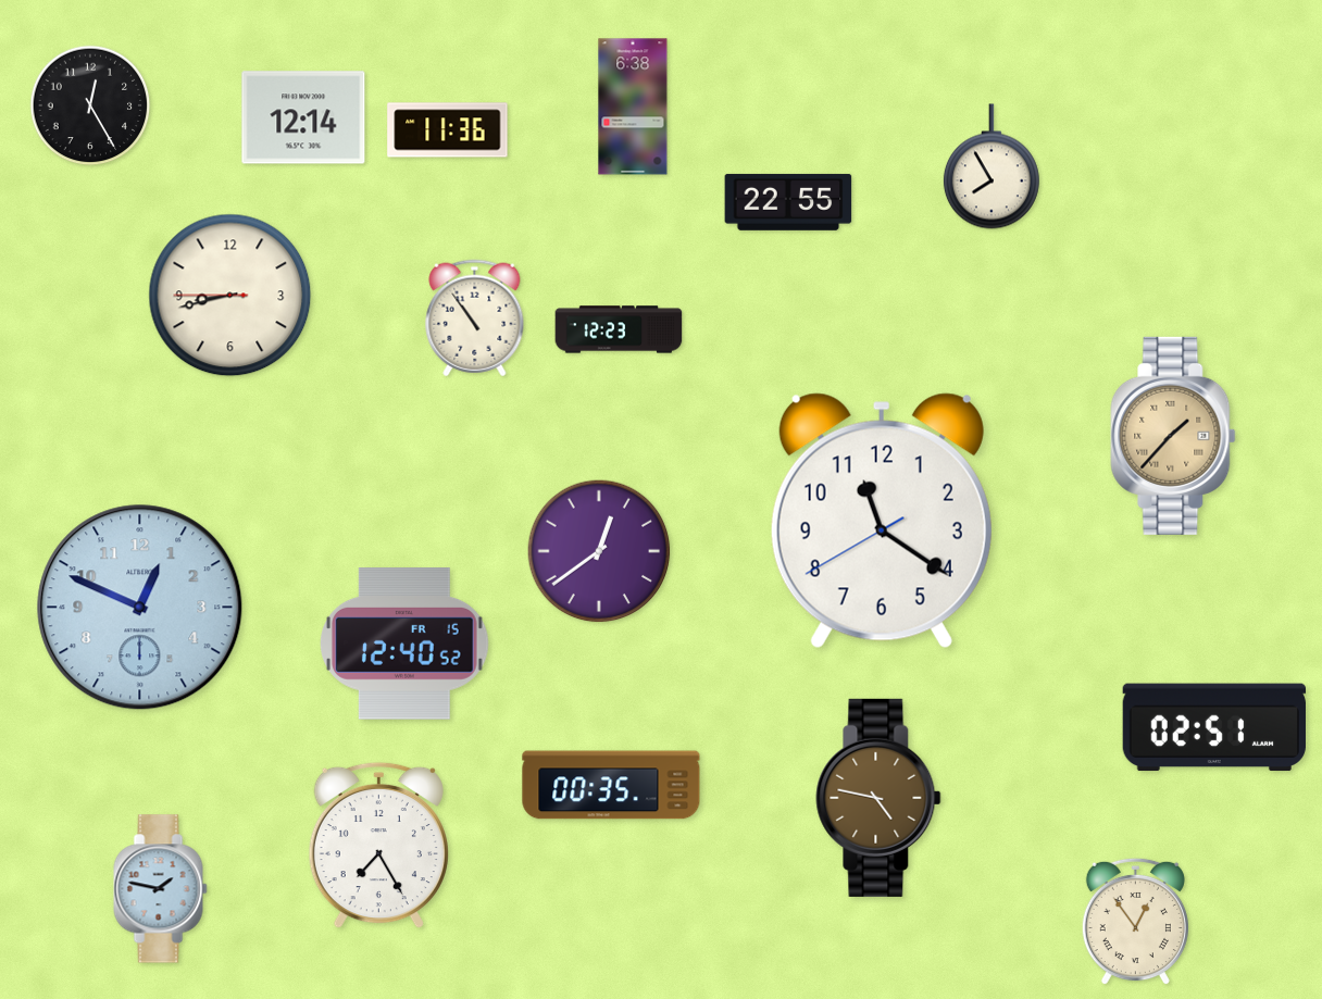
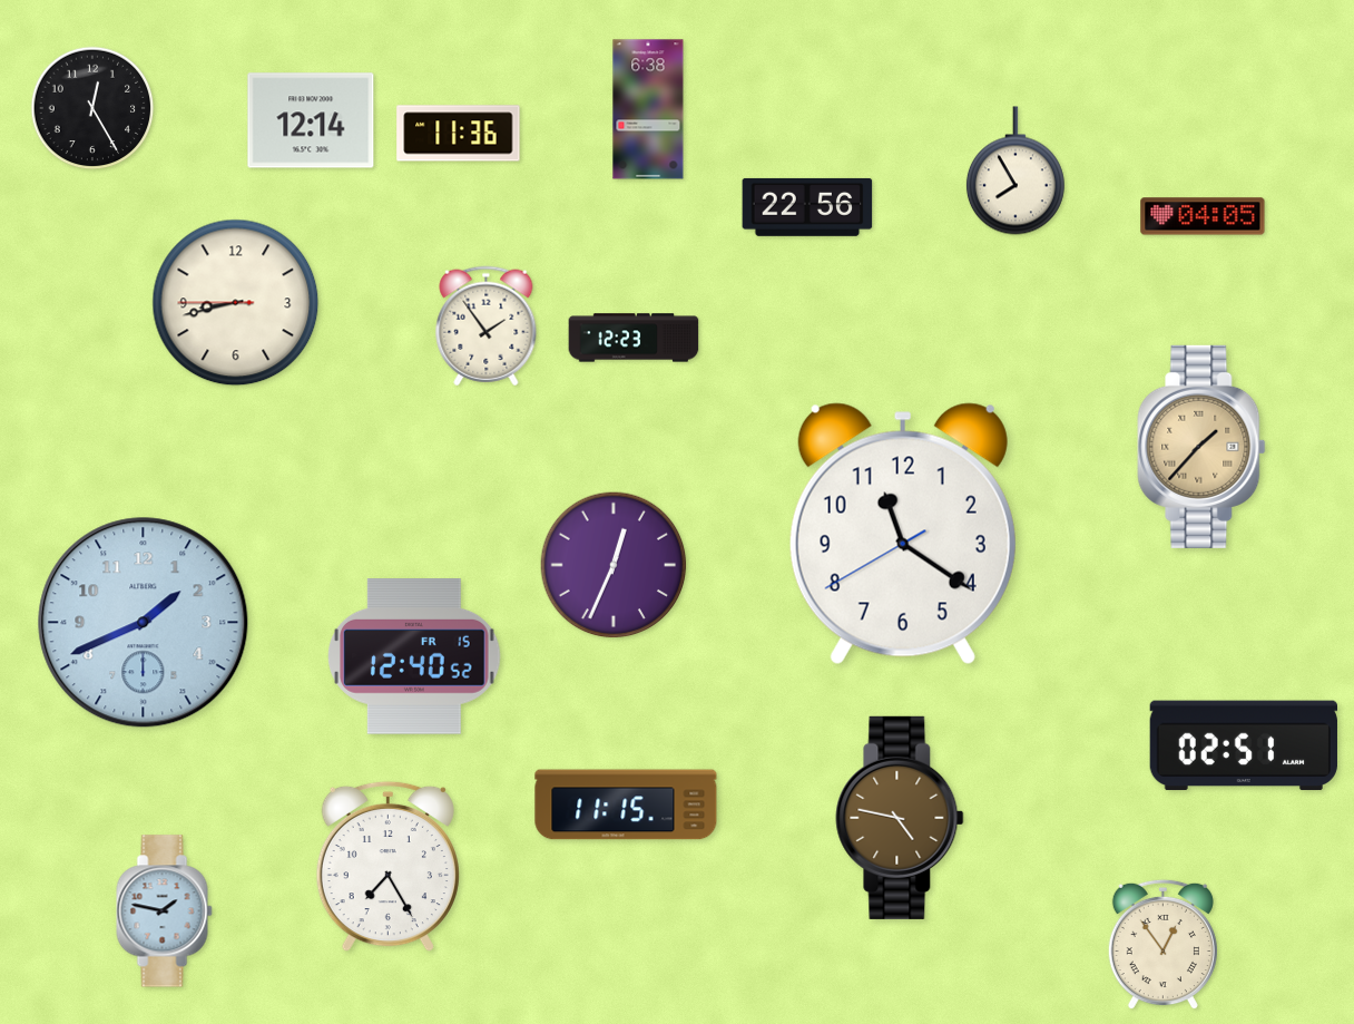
clock at (788, 202): 22:55 -> 22:56
clock at (1203, 216): none -> 04:05
clock at (475, 319): 10:54 -> 1:54
clock at (599, 551): 12:39 -> 12:34
clock at (140, 608): 12:49 -> 1:41
clock at (404, 645) position: (404, 645) -> (414, 657)
clock at (611, 785): 00:35 -> 11:15
